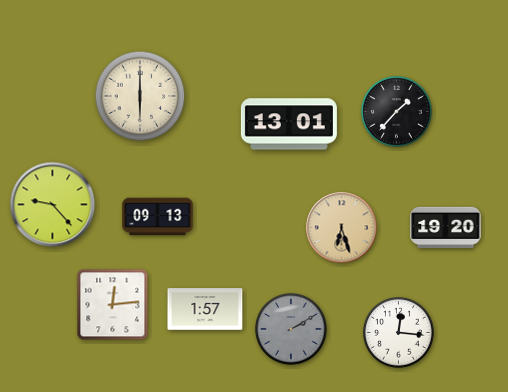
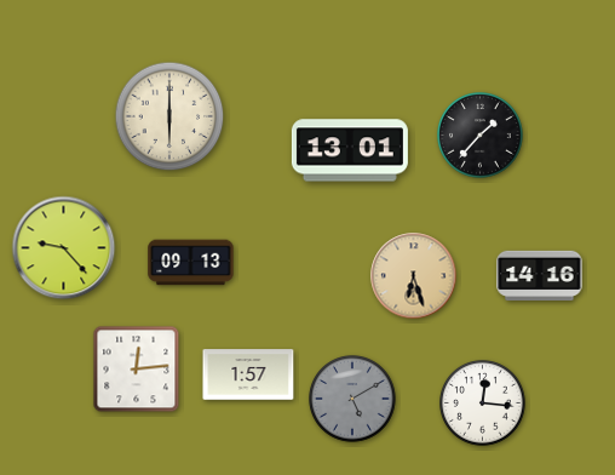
clock at (446, 227): 19:20 -> 14:16
clock at (291, 329): 2:10 -> 5:10
